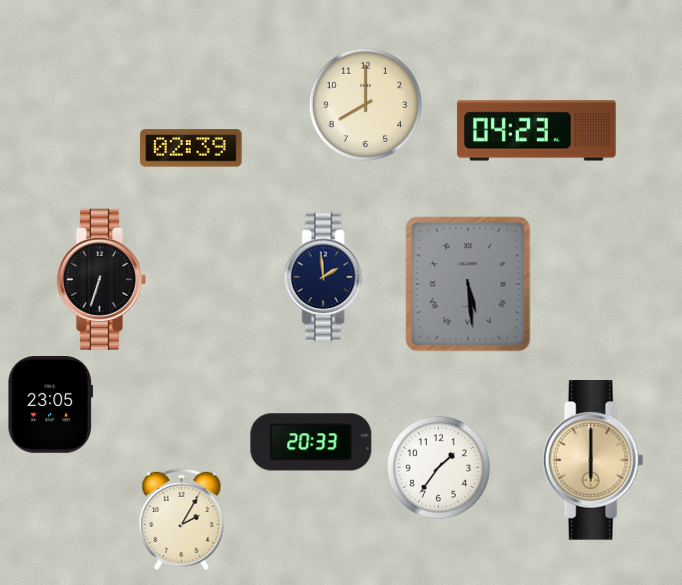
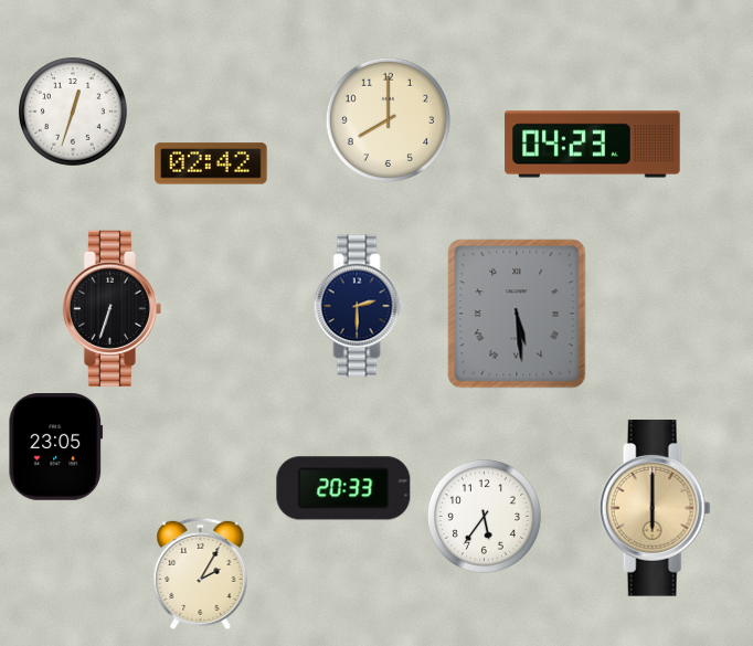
clock at (74, 113): none -> 12:33
clock at (365, 104) position: (365, 104) -> (388, 119)
clock at (191, 148): 02:39 -> 02:42
clock at (325, 277): 1:59 -> 2:30
clock at (438, 467): 1:36 -> 5:36
